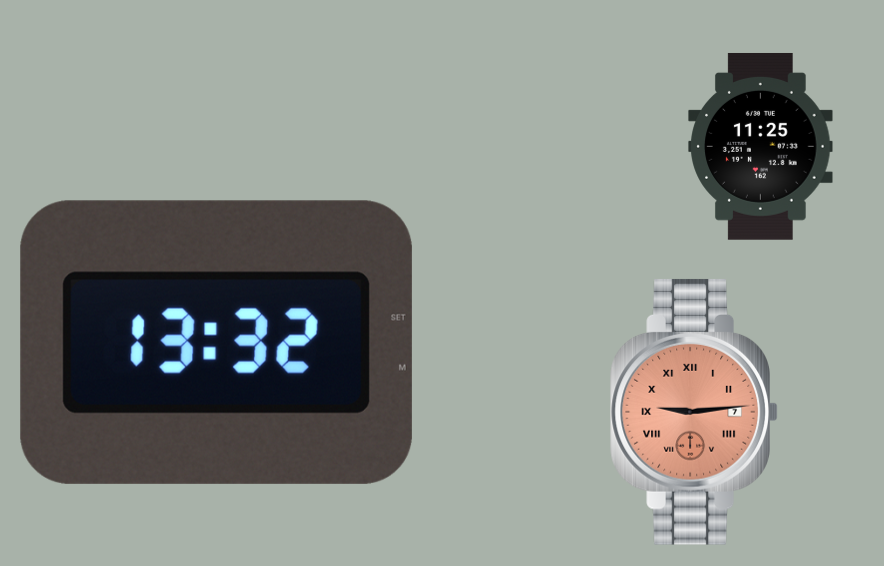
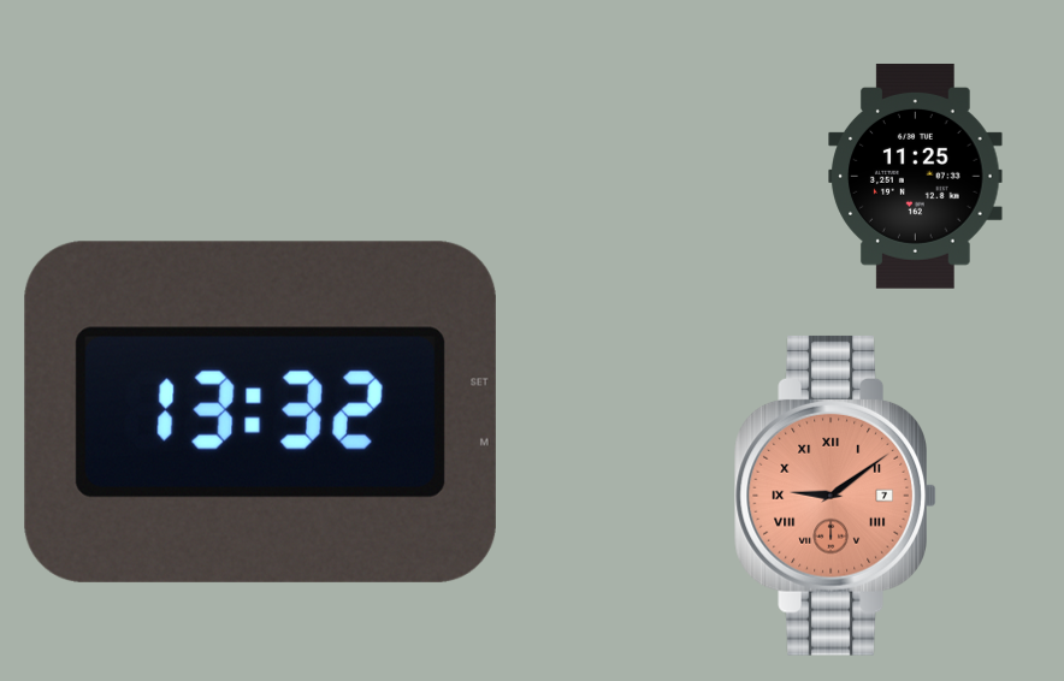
clock at (694, 412): 9:14 -> 9:09
